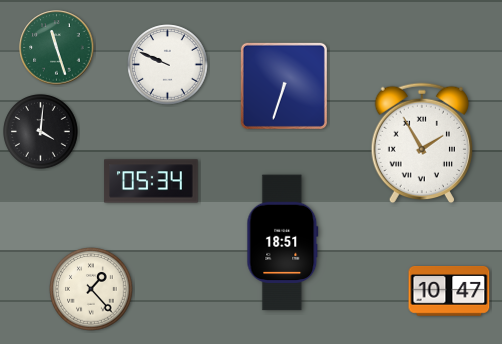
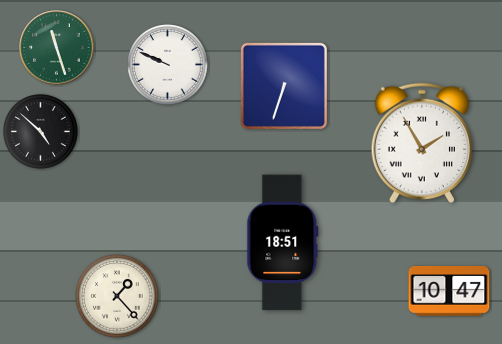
clock at (41, 132): 4:01 -> 4:52
clock at (151, 181): 05:34 -> none
clock at (91, 289) position: (91, 289) -> (117, 296)
